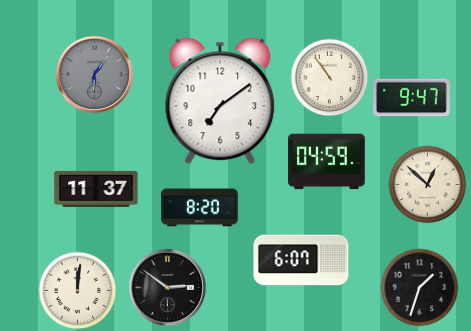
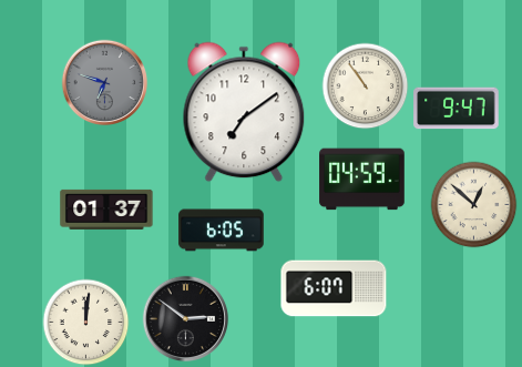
clock at (94, 74): 6:06 -> 6:48
clock at (96, 189): 11:37 -> 01:37
clock at (200, 208): 8:20 -> 6:05
clock at (419, 287): 1:33 -> none
